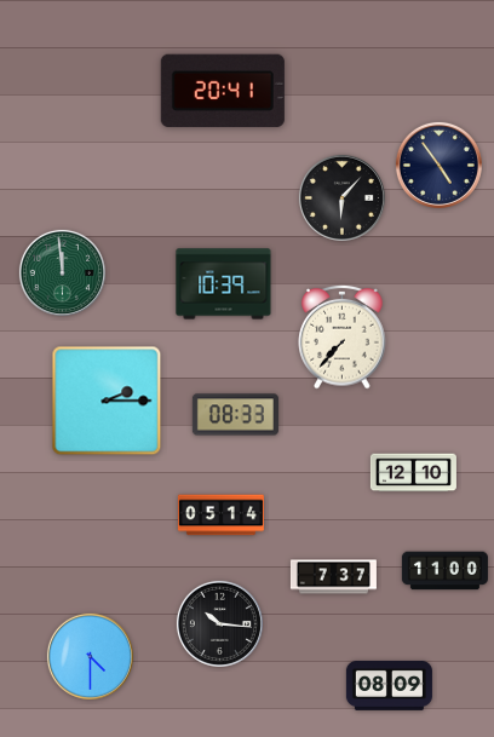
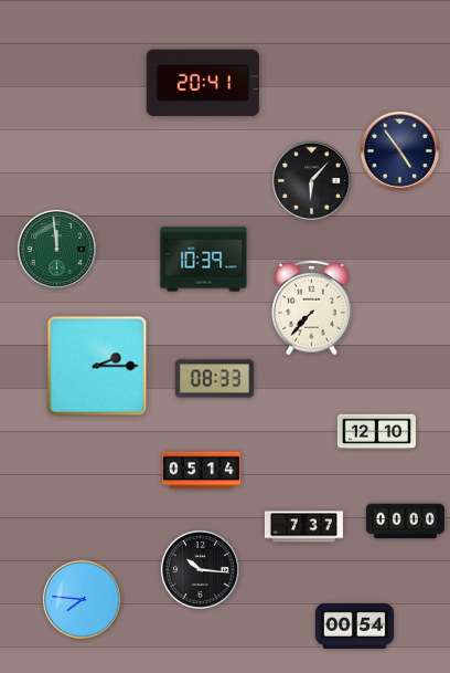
clock at (444, 571): 11:00 -> 00:00
clock at (90, 656): 4:30 -> 7:46
clock at (389, 685): 08:09 -> 00:54
